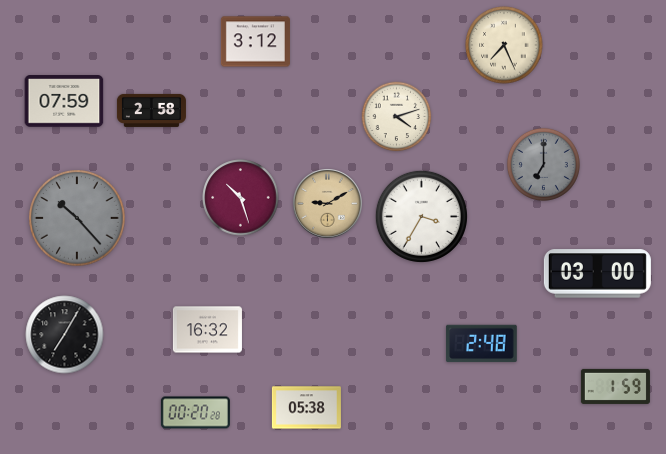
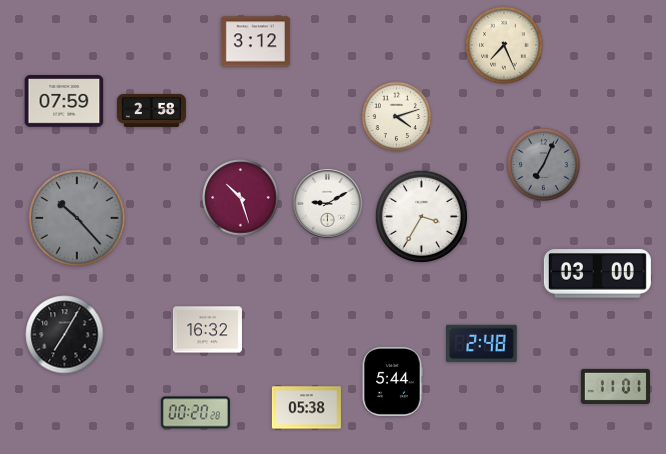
clock at (543, 164): 7:00 -> 7:04
clock at (328, 204) dial: champagne -> white
clock at (392, 381): none -> 5:44
clock at (615, 386): 1:59 -> 11:01
